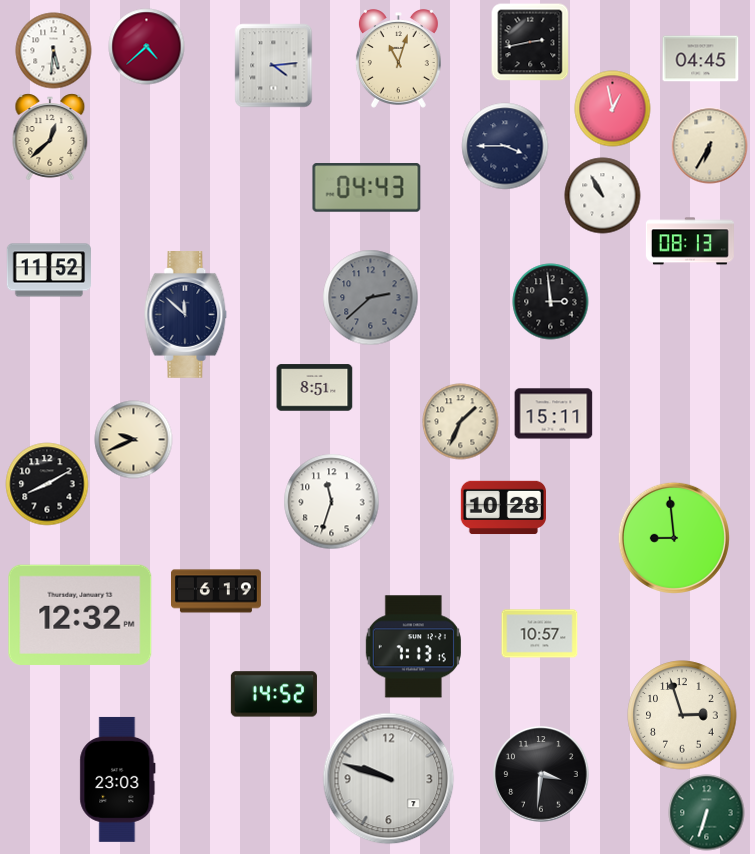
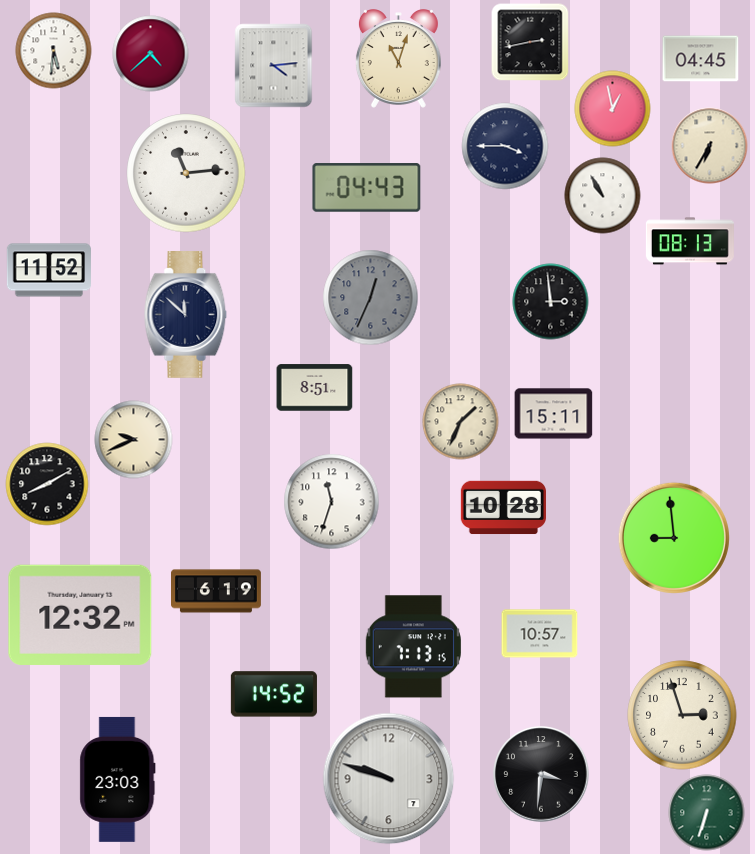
clock at (147, 47) position: (147, 47) -> (151, 54)
clock at (50, 137): 12:38 -> none
clock at (186, 173): none -> 11:14
clock at (371, 298): 2:38 -> 12:34
